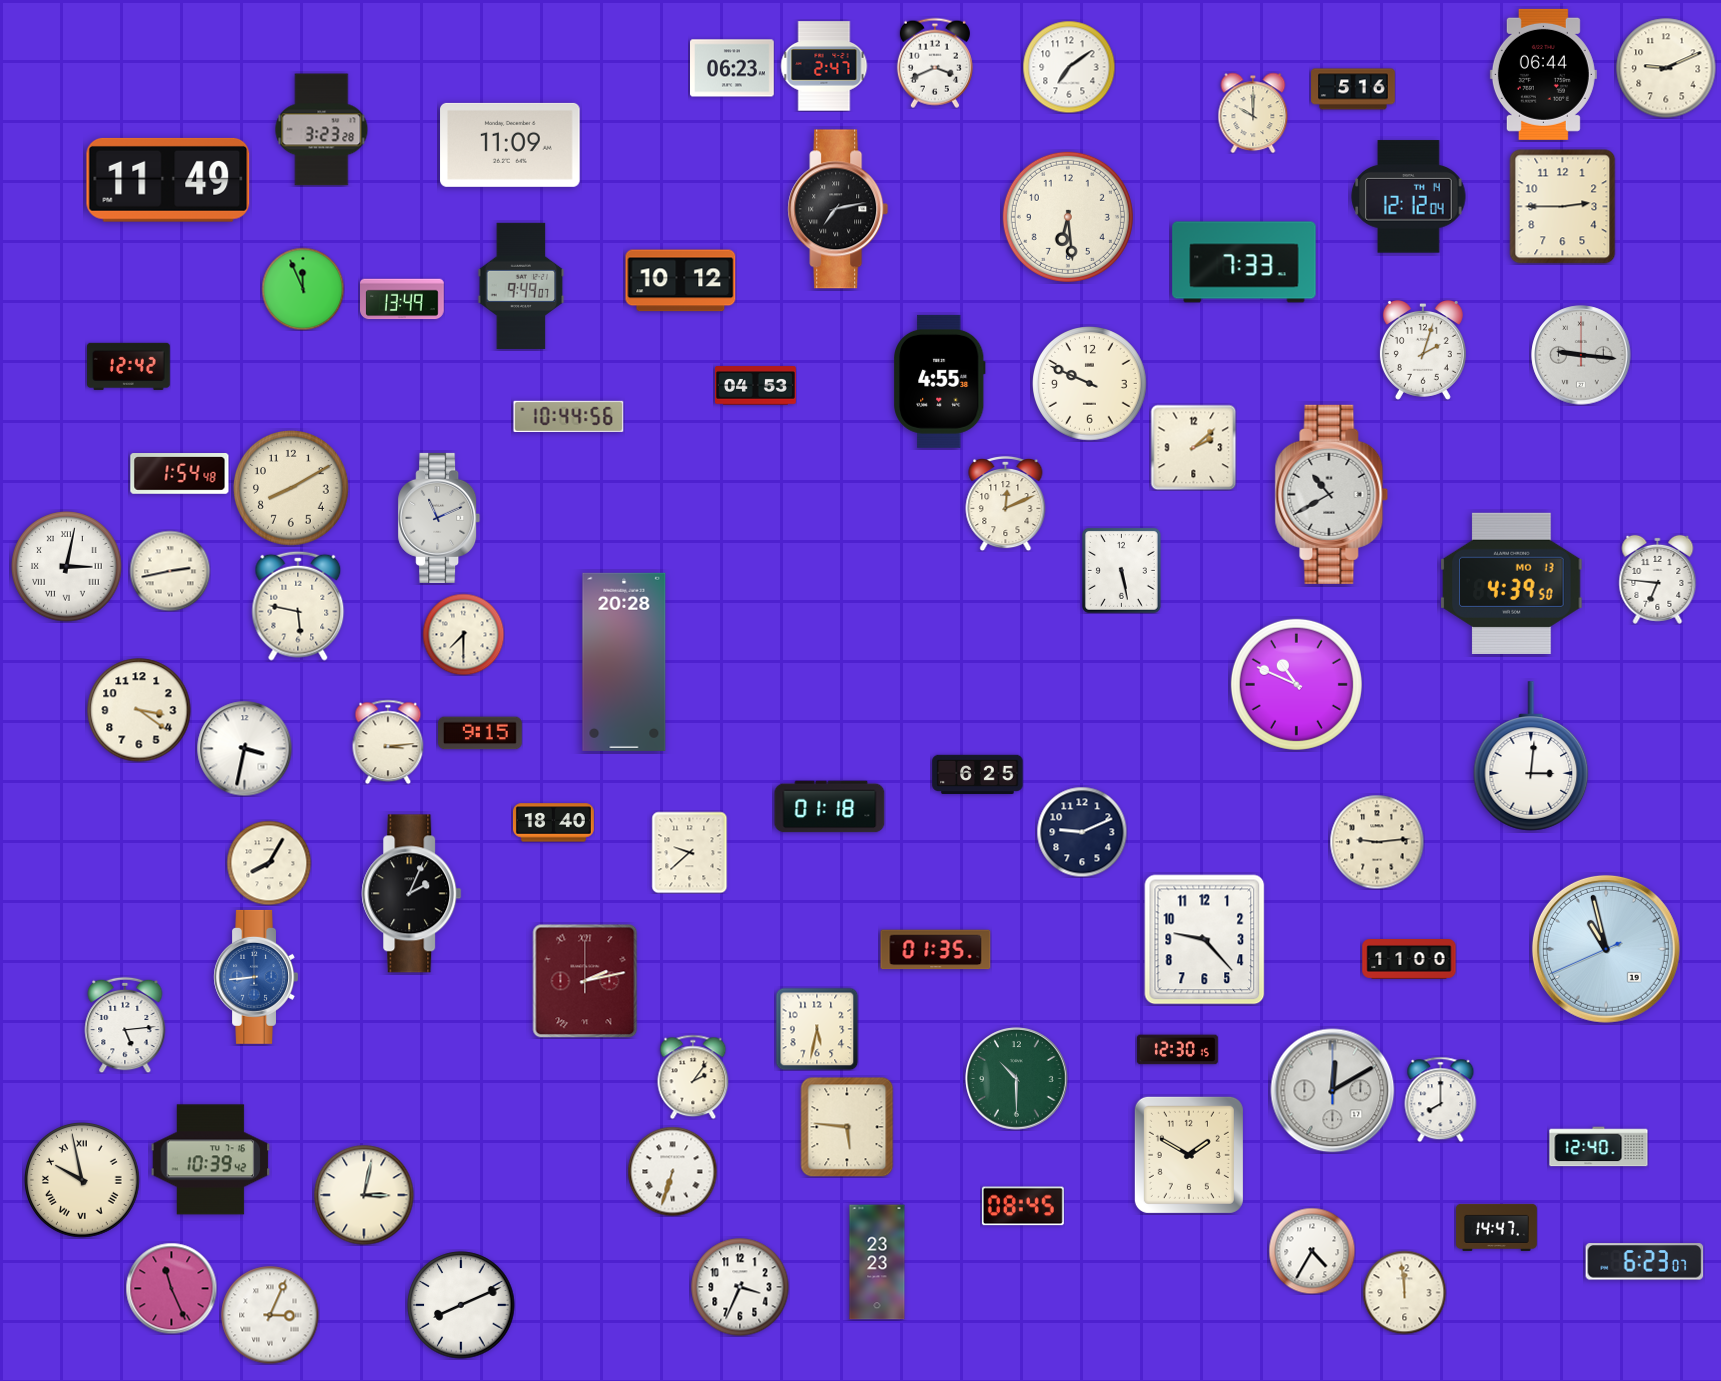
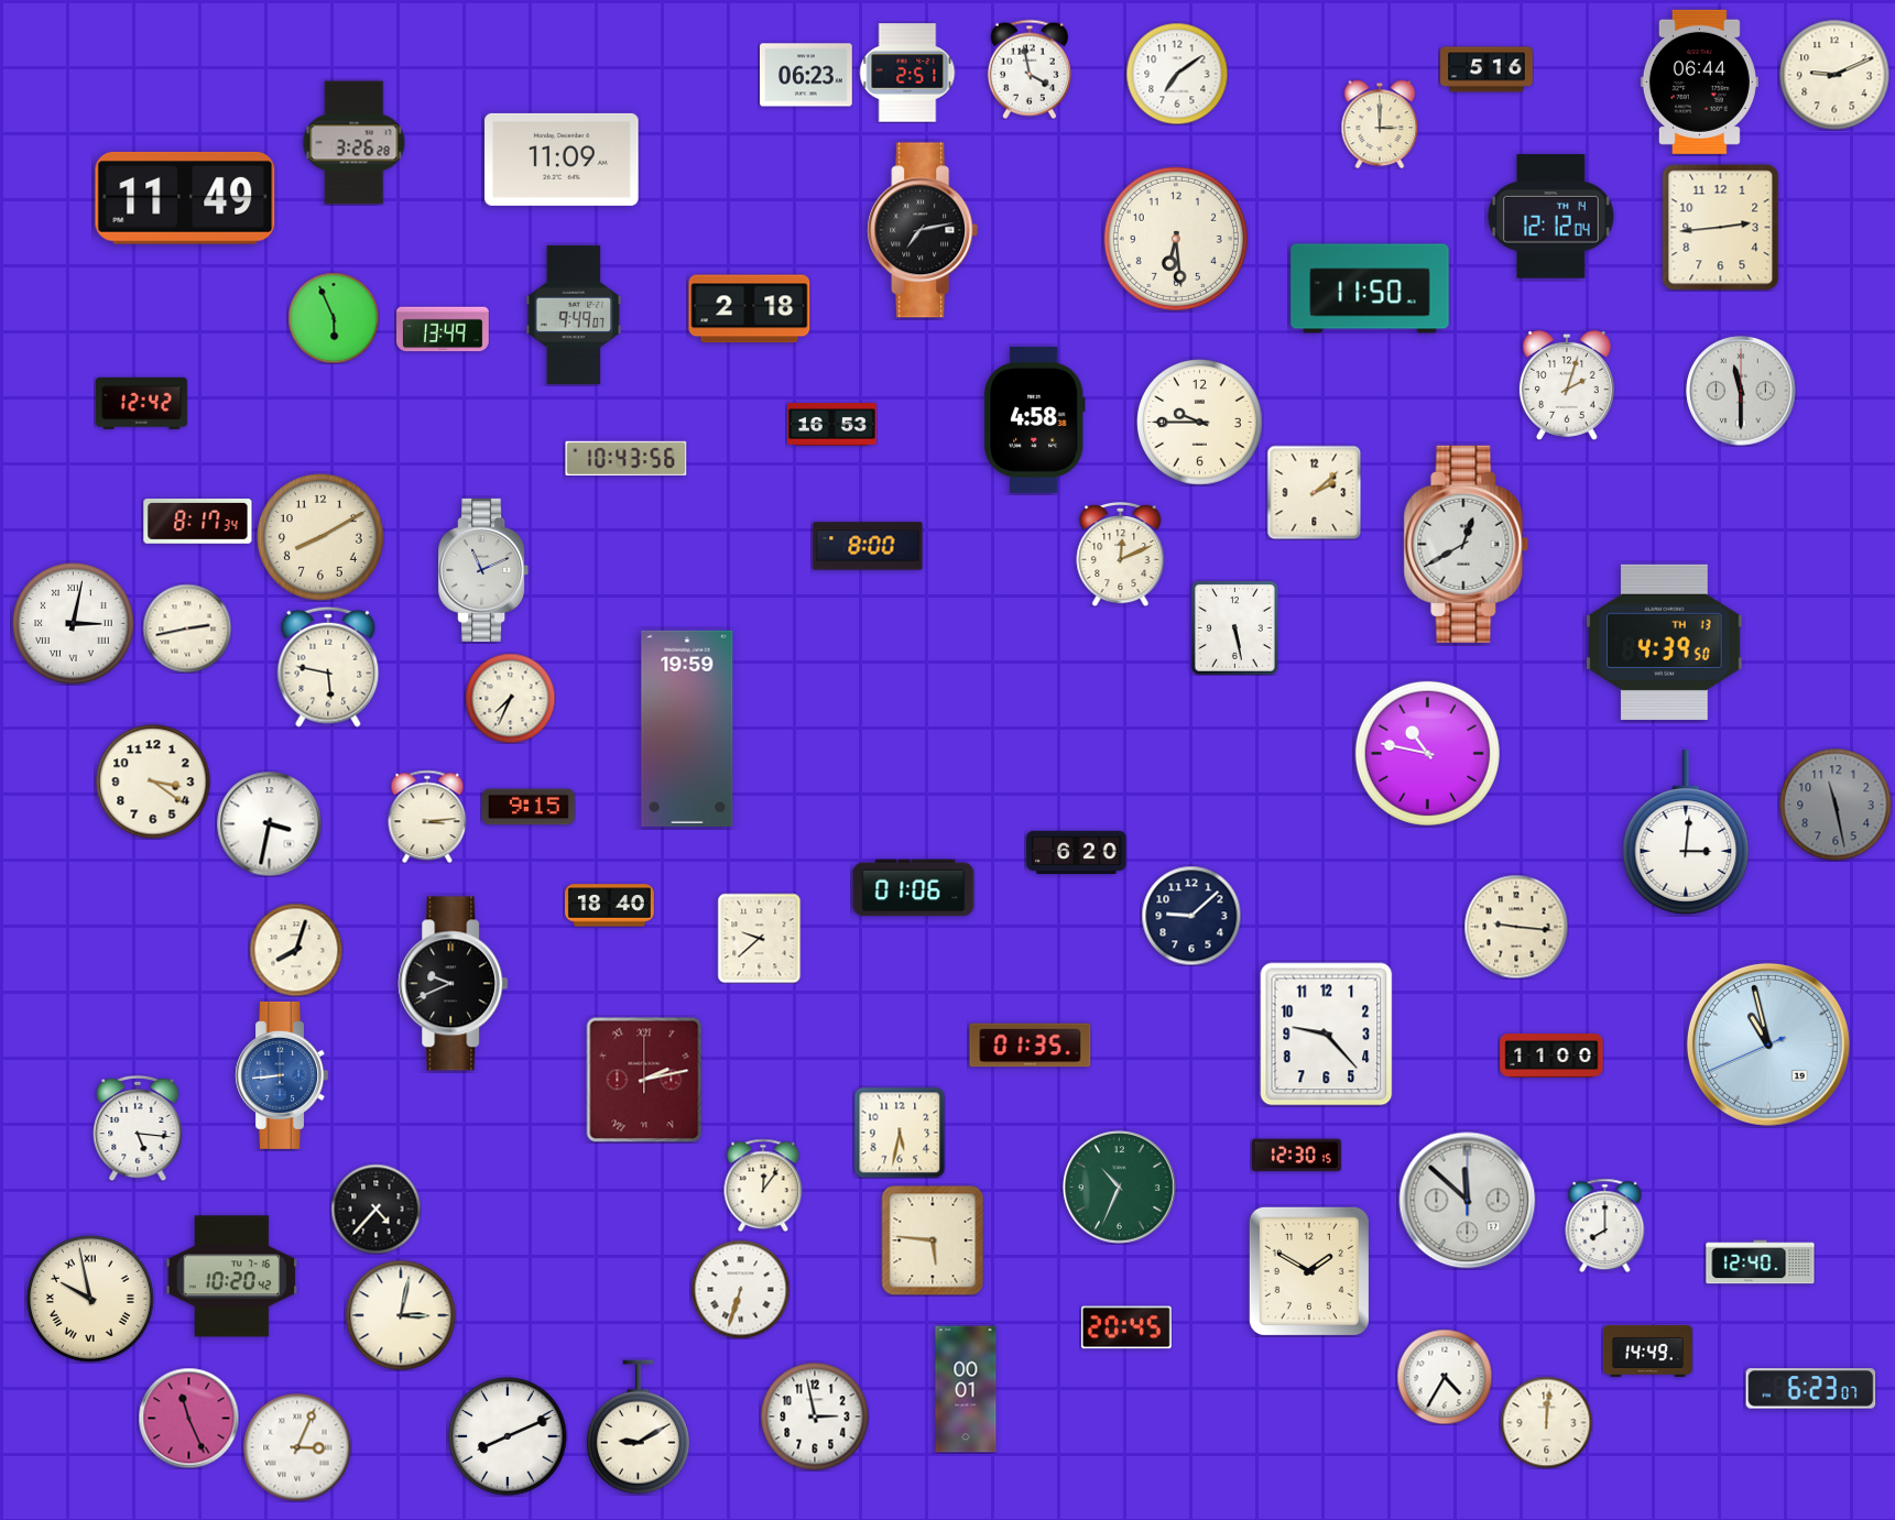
clock at (935, 63): 3:41 -> 3:58
clock at (824, 66): 2:47 -> 2:51
clock at (1353, 89) position: (1353, 89) -> (1486, 69)
clock at (1253, 113): 10:00 -> 3:00
clock at (322, 130): 3:23 -> 3:26
clock at (1563, 207): 2:45 -> 2:44
clock at (1244, 262): 7:33 -> 11:50
clock at (681, 281): 10:12 -> 2:18
clock at (303, 289): 11:56 -> 5:56
clock at (1581, 355): 9:16 -> 11:30
clock at (940, 381): 4:55 -> 4:58
clock at (1090, 384): 9:49 -> 9:45
clock at (755, 386): 04:53 -> 16:53
clock at (569, 416): 10:44 -> 10:43
clock at (180, 474): 1:54 -> 8:17
clock at (1332, 494): 10:40 -> 12:40
clock at (868, 546): none -> 8:00
clock at (1006, 503) position: (1006, 503) -> (1121, 554)
clock at (1658, 579): 6:46 -> none
clock at (1512, 583) date: MO 13 -> TH 13
clock at (463, 634): 7:30 -> 7:34
clock at (624, 662): 20:28 -> 19:59
clock at (1296, 684): 10:49 -> 10:47
clock at (1836, 805): none -> 11:28
clock at (978, 774): 6:25 -> 6:20
clock at (830, 807): 01:18 -> 01:06
clock at (1082, 832): 9:11 -> 9:08
clock at (1377, 842): 9:14 -> 9:16
clock at (269, 863): 8:05 -> 8:03
clock at (412, 894): 2:04 -> 9:41
clock at (125, 1025): 5:14 -> 5:16
clock at (693, 1077): 2:06 -> 12:06
clock at (1017, 1079): 10:30 -> 10:34
clock at (1333, 1091): 12:10 -> 11:52
clock at (375, 1209): none -> 4:37
clock at (1441, 1099) position: (1441, 1099) -> (1605, 1225)
clock at (211, 1160): 10:39 -> 10:20
clock at (1023, 1206): 08:45 -> 20:45
clock at (1496, 1227): 14:47 -> 14:49
clock at (877, 1262): 23:23 -> 00:01
clock at (740, 1287): 3:34 -> 2:58
clock at (1404, 1292): 11:59 -> 12:01
clock at (638, 1428): none -> 9:10
